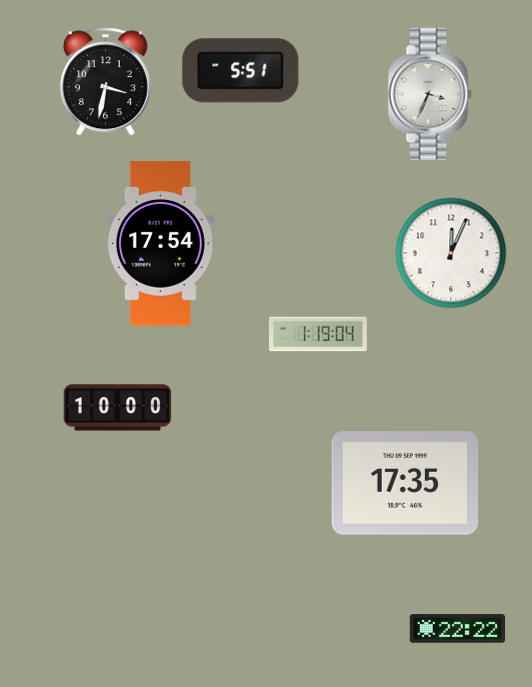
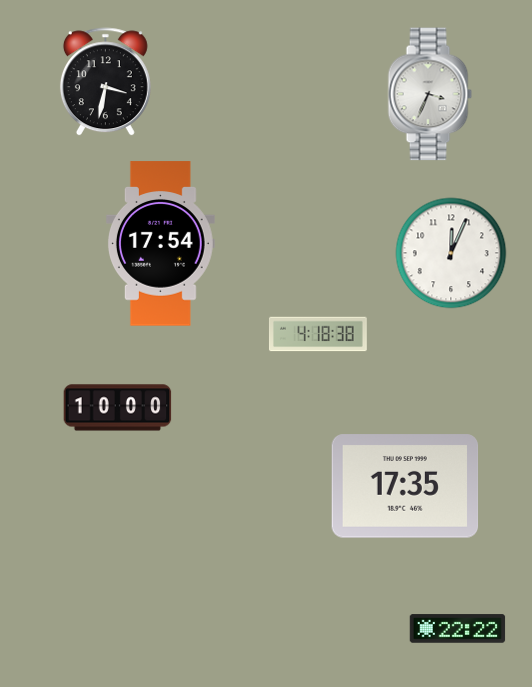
clock at (241, 71): 5:51 -> none
clock at (318, 334): 1:19 -> 4:18
clock at (405, 483) position: (405, 483) -> (405, 486)
